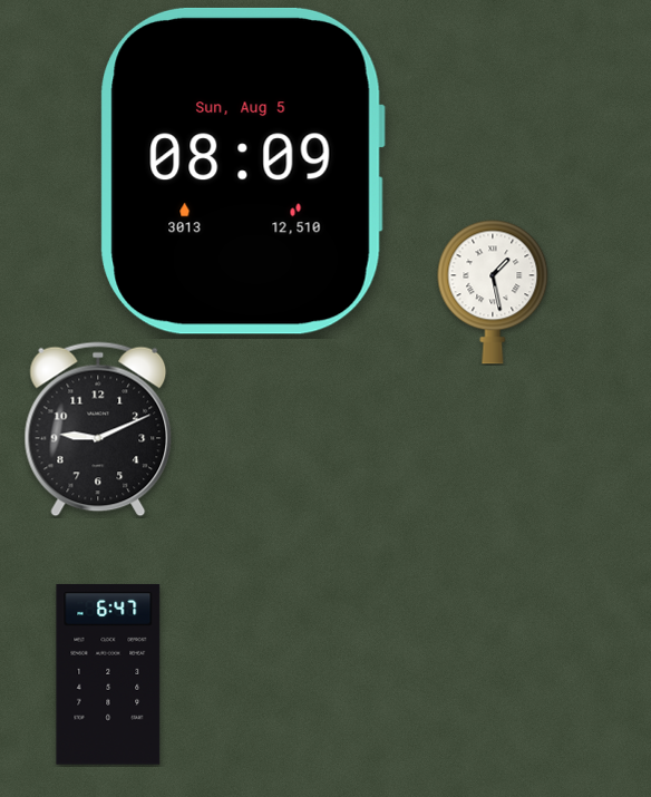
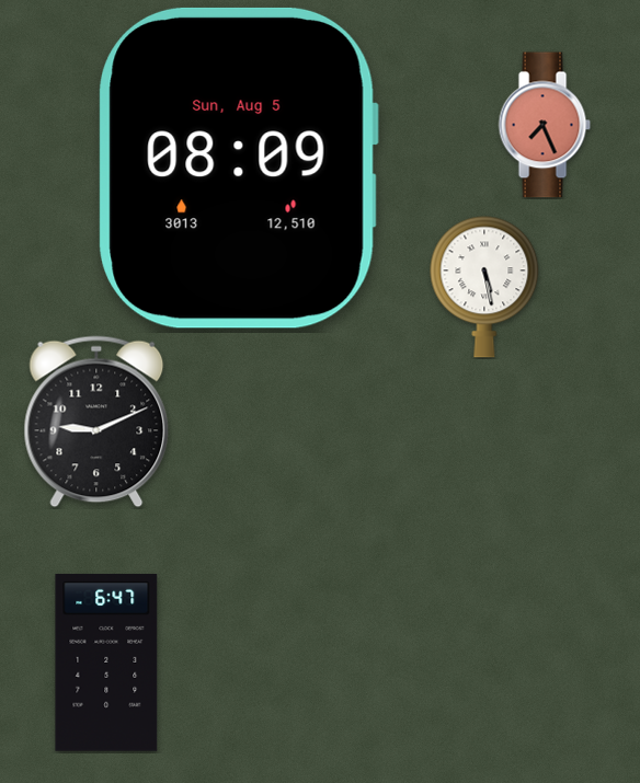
clock at (545, 125): none -> 7:26
clock at (493, 292): 1:28 -> 5:28
